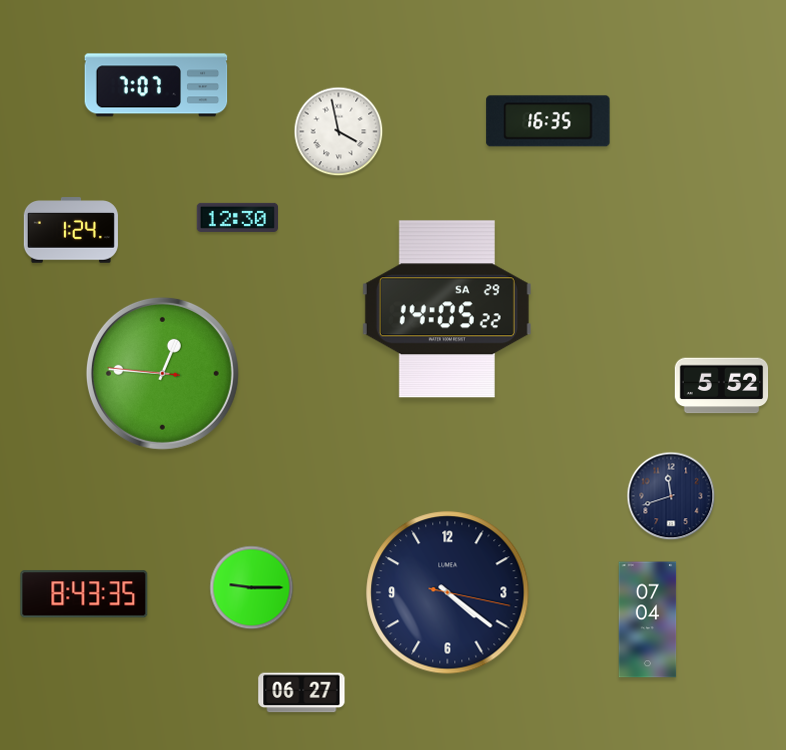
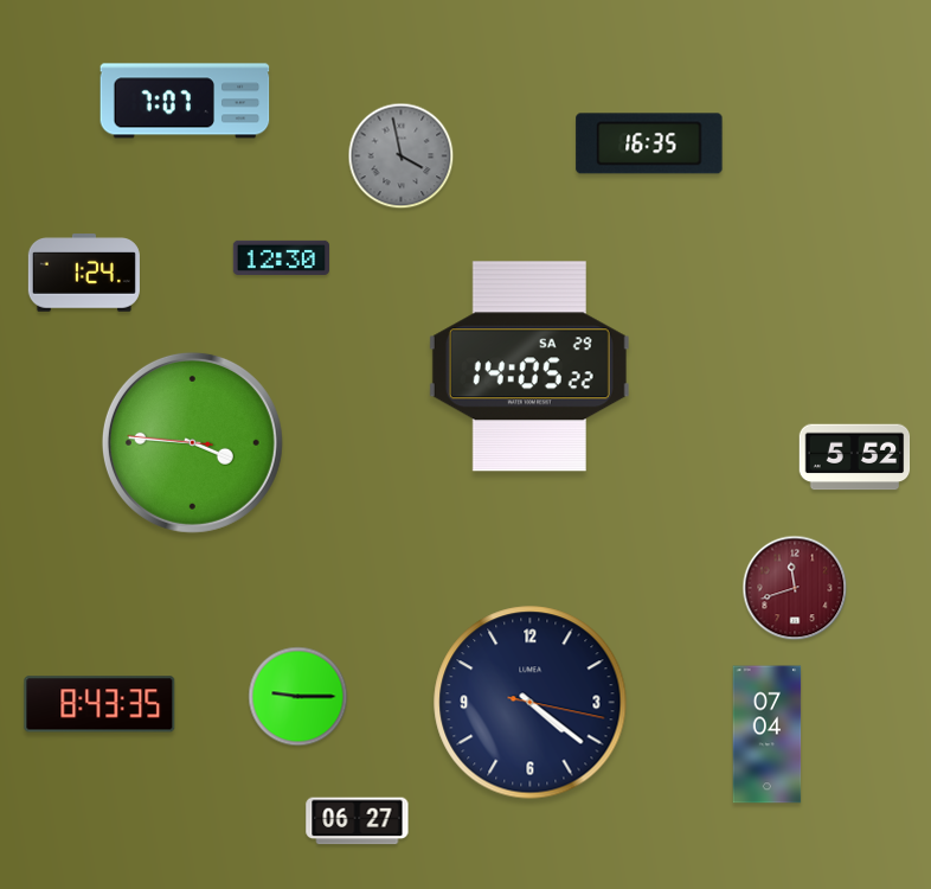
clock at (339, 132) dial: white -> grey
clock at (162, 373): 12:45 -> 3:45
clock at (671, 496) dial: navy -> burgundy
